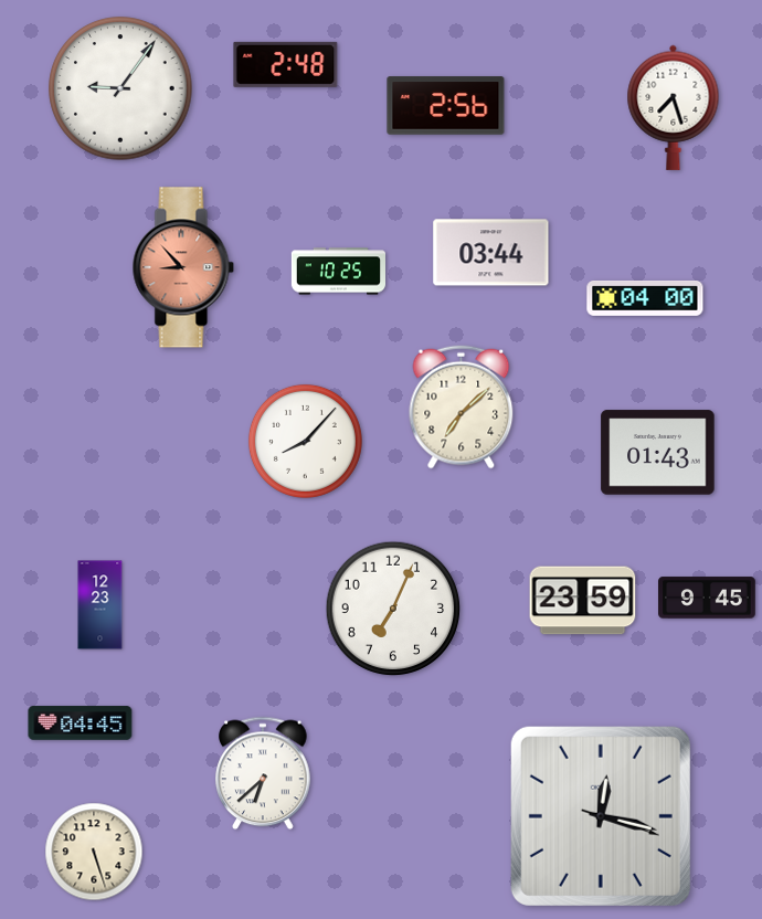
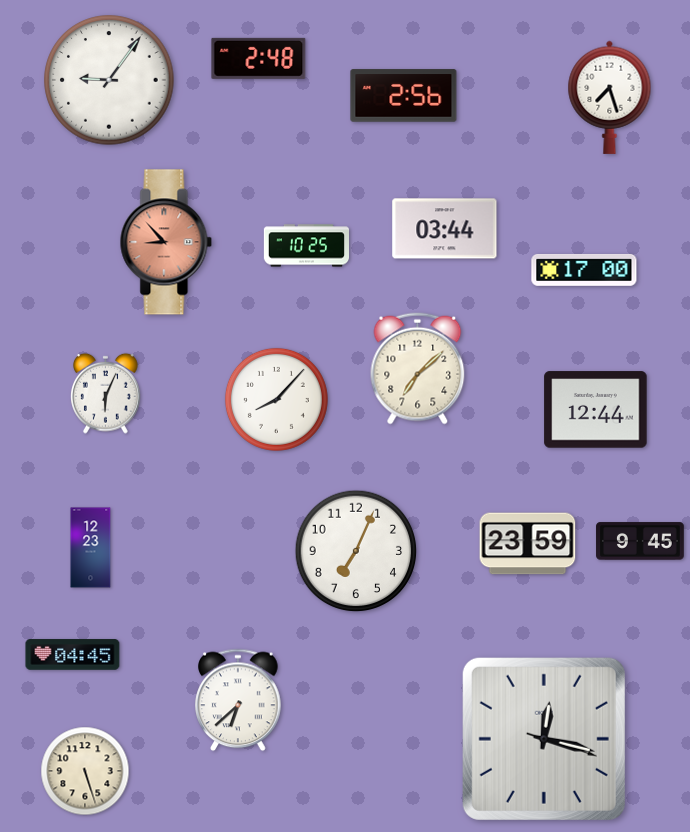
clock at (645, 298): 04:00 -> 17:00
clock at (106, 393): none -> 6:04
clock at (658, 453): 01:43 -> 12:44
